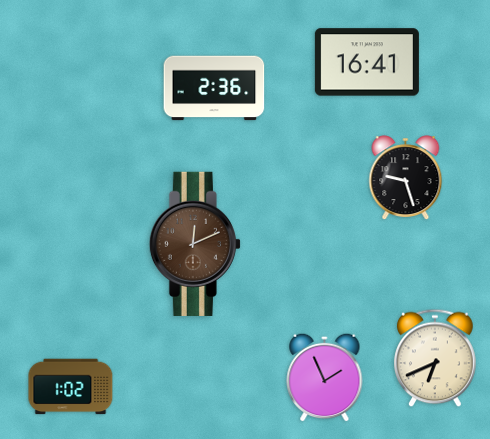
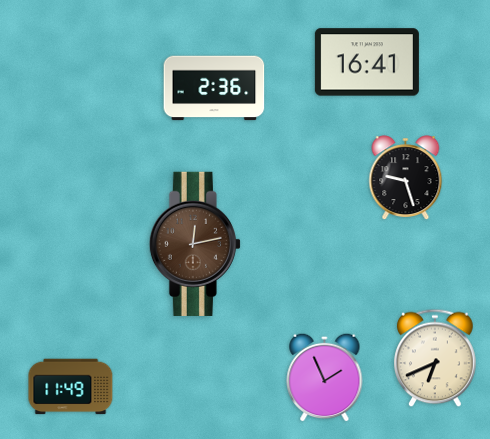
clock at (195, 244): 12:11 -> 12:13
clock at (71, 387): 1:02 -> 11:49
